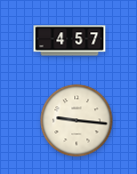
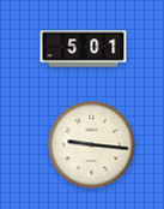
clock at (70, 41): 4:57 -> 5:01
